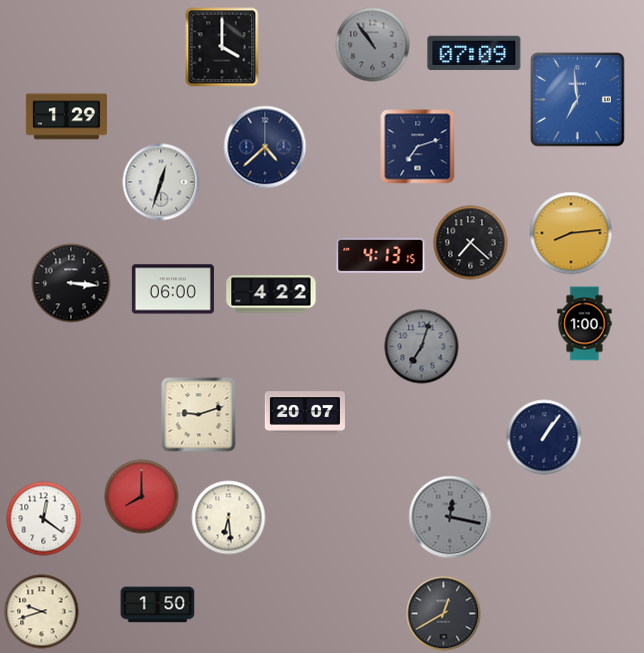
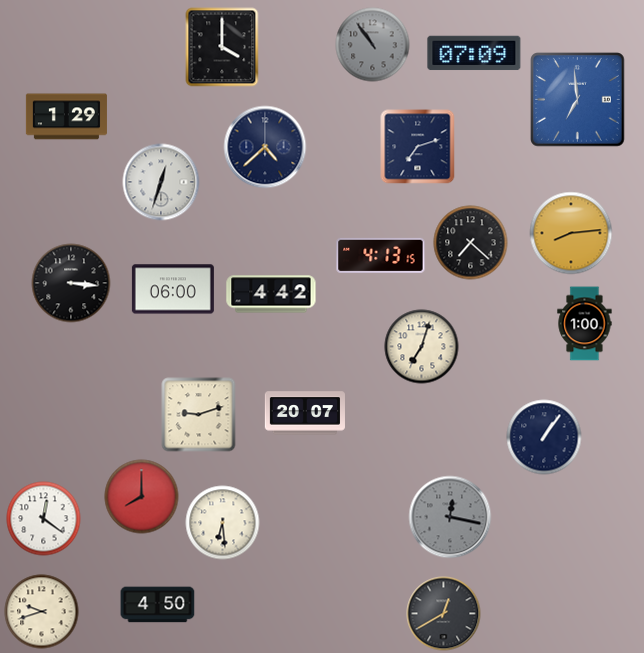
clock at (271, 294): 4:22 -> 4:42
clock at (422, 347) dial: grey -> cream
clock at (229, 518) position: (229, 518) -> (223, 523)
clock at (158, 605): 1:50 -> 4:50
